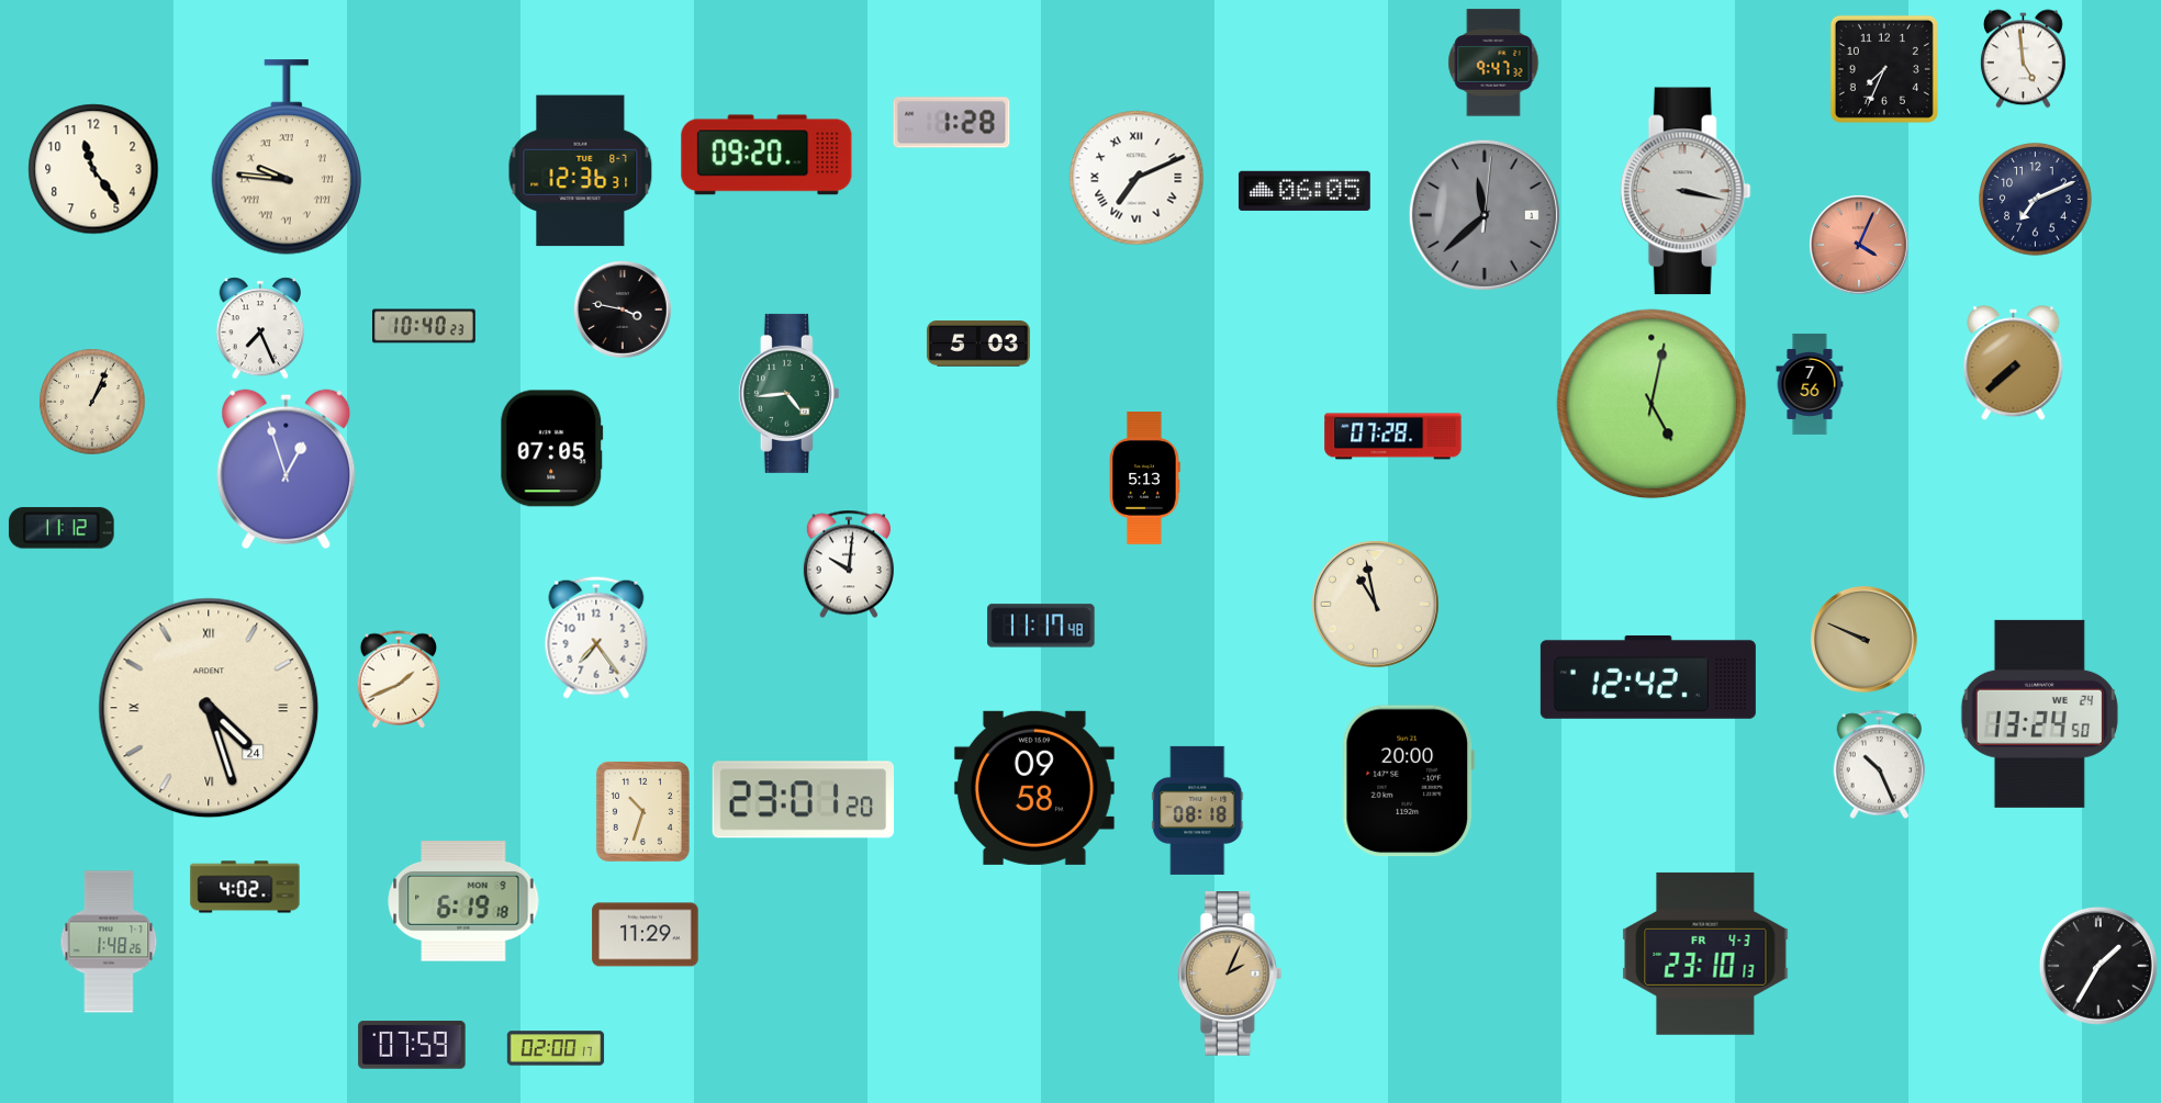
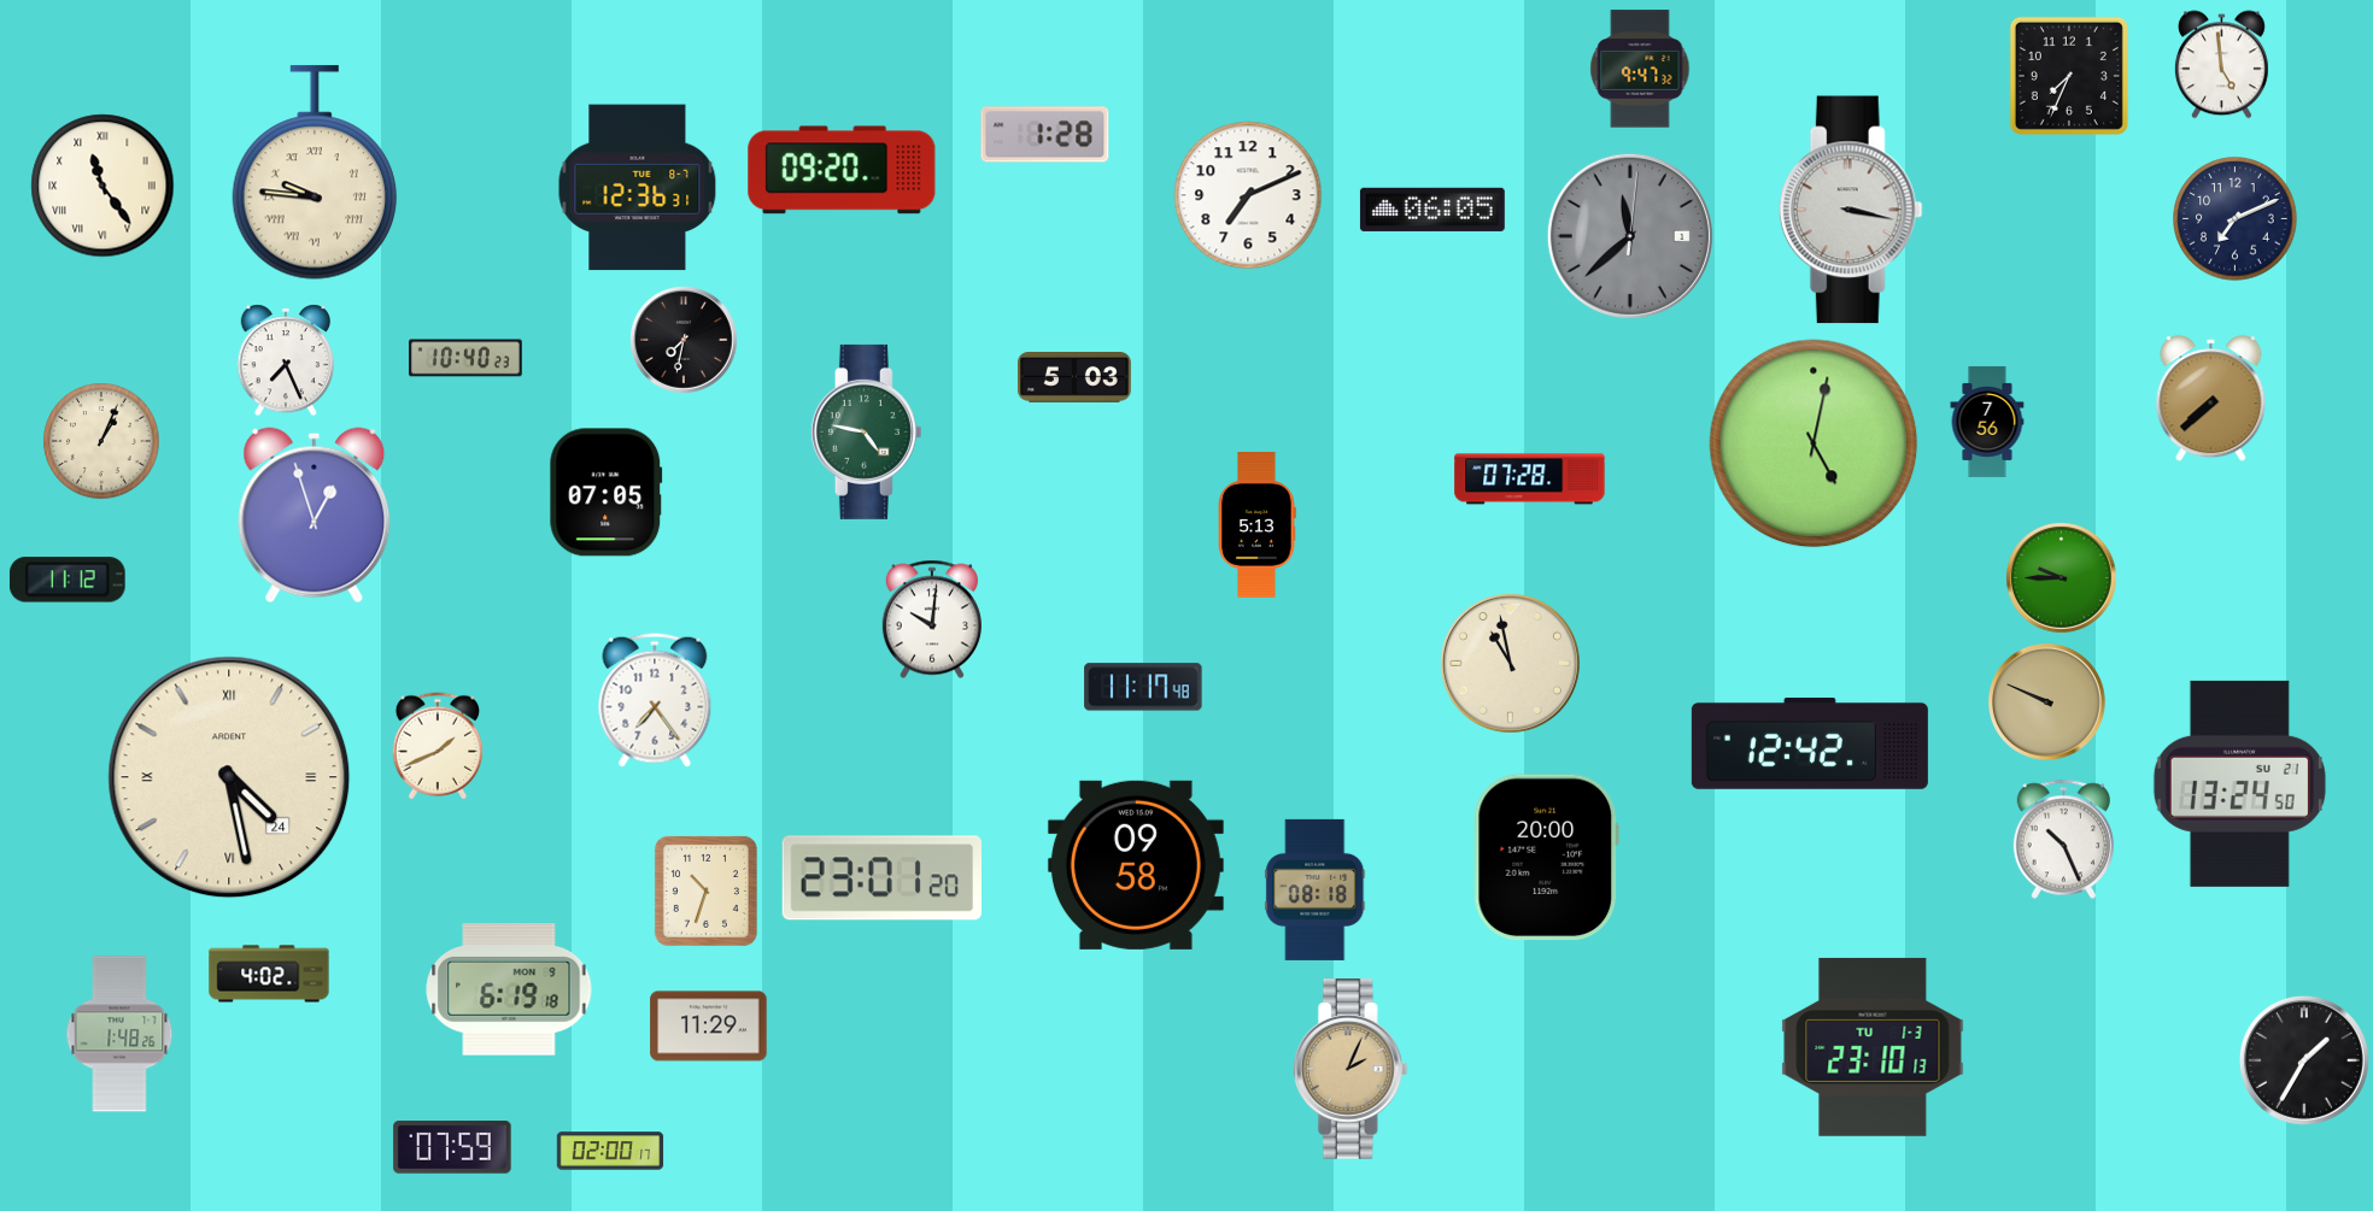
clock at (93, 169) numerals: Arabic -> Roman
clock at (1137, 178) numerals: Roman -> Arabic
clock at (1859, 245): 4:04 -> none
clock at (623, 309): 3:47 -> 7:32
clock at (788, 393): 4:44 -> 4:47
clock at (2062, 578): none -> 9:45
clock at (209, 708): 4:27 -> 4:28
clock at (2039, 713) date: WE 24 -> SU 21
clock at (1705, 954) date: FR 4-3 -> TU 1-3
